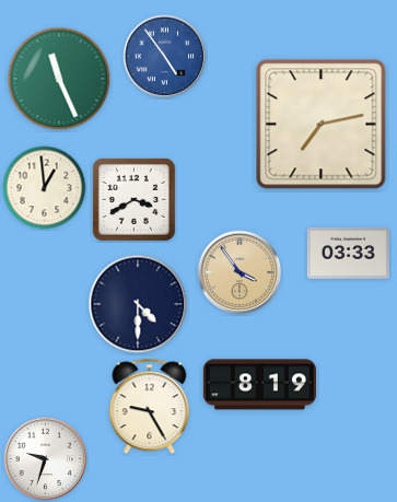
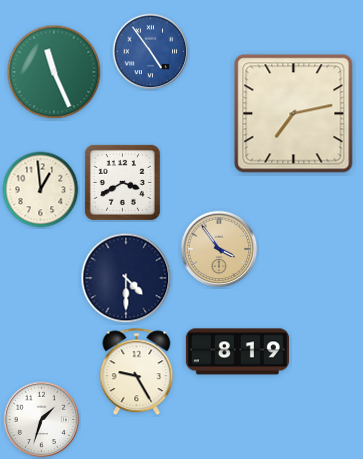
clock at (45, 188) position: (45, 188) -> (41, 190)
clock at (348, 253): 03:33 -> none
clock at (46, 459): 9:33 -> 1:33
